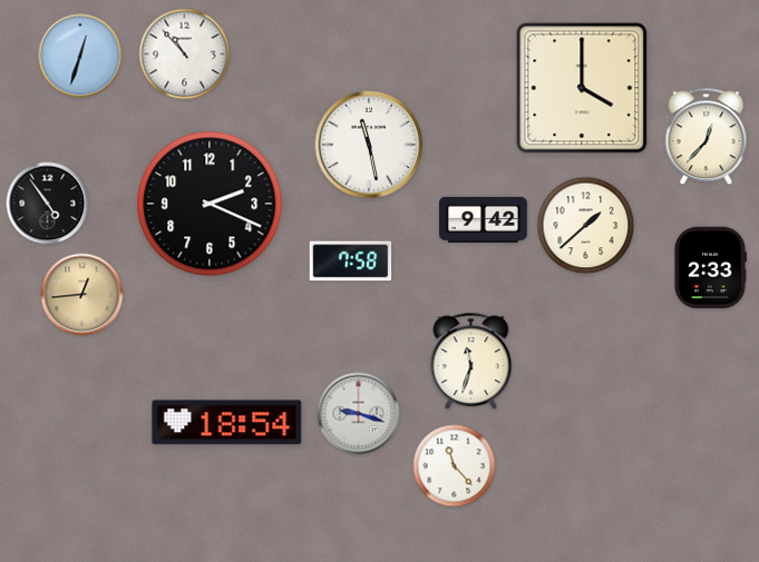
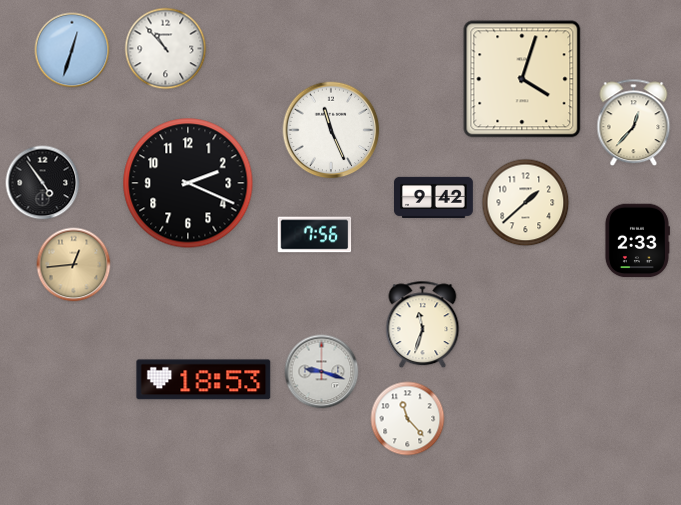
clock at (582, 88): 4:00 -> 4:03
clock at (369, 145): 11:28 -> 11:26
clock at (351, 262): 7:58 -> 7:56
clock at (227, 423): 18:54 -> 18:53
